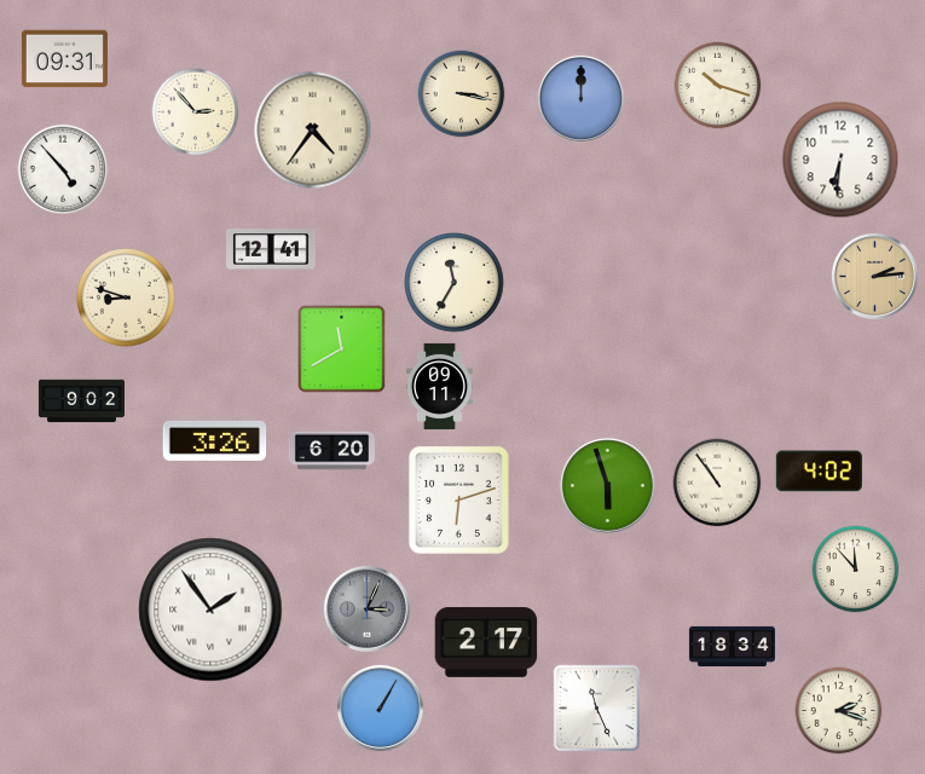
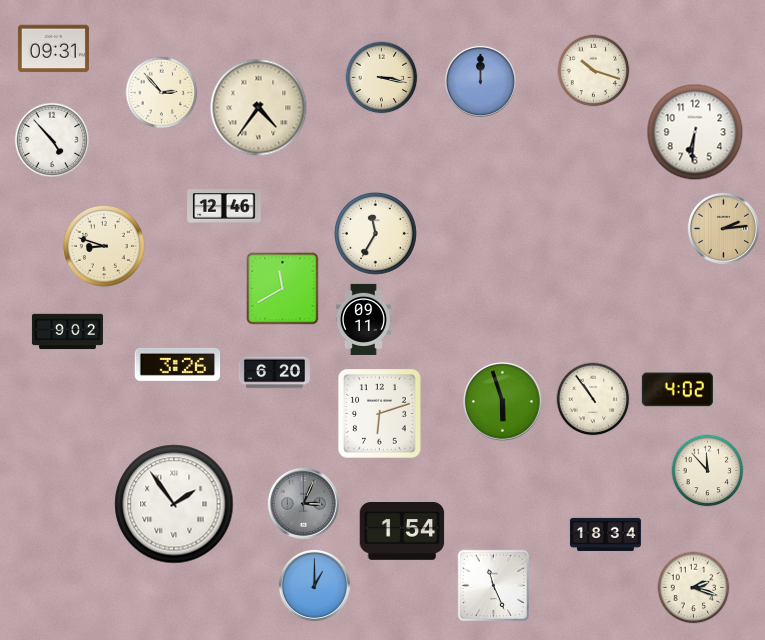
clock at (271, 250): 12:41 -> 12:46
clock at (486, 642): 2:17 -> 1:54
clock at (380, 707): 1:05 -> 1:00
